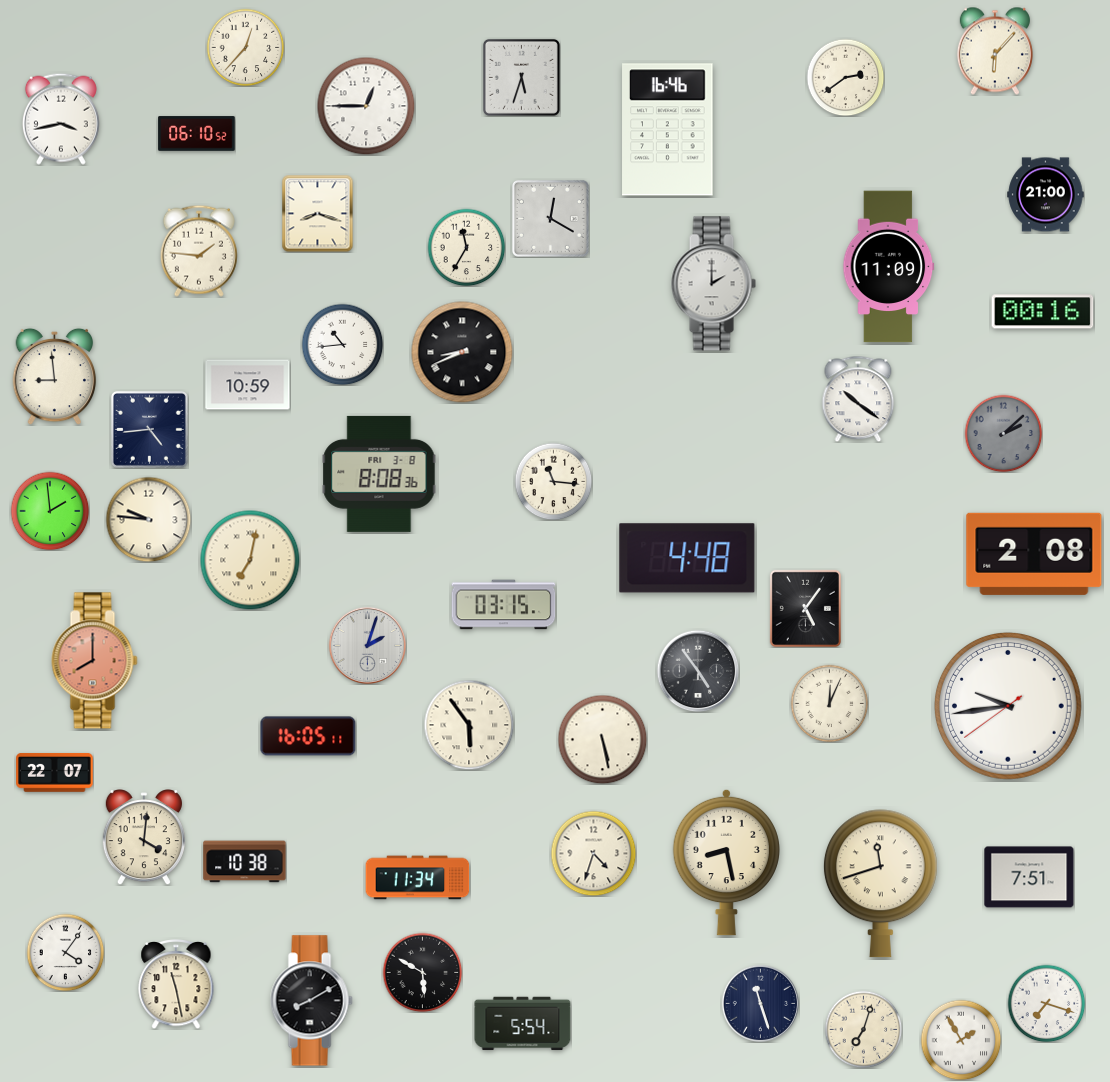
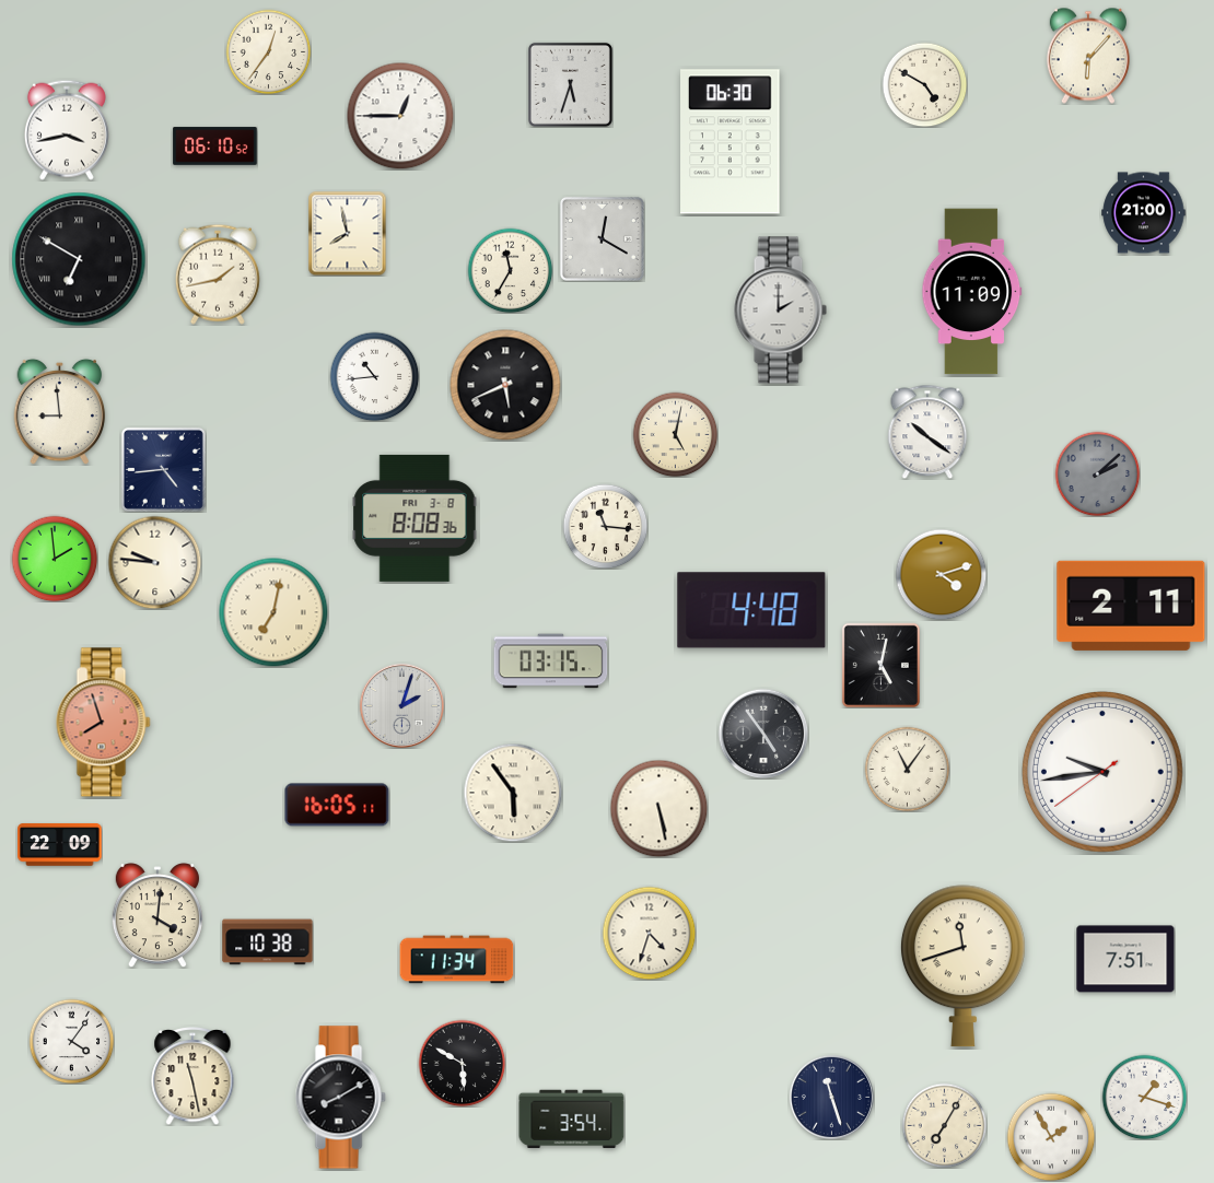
clock at (245, 47): 12:37 -> 12:36
clock at (845, 77): 2:39 -> 4:50
clock at (668, 130): 16:46 -> 06:30
clock at (318, 213): 8:18 -> 7:58
clock at (79, 259): none -> 6:50
clock at (199, 251): 1:46 -> 1:43
clock at (1043, 312): 00:16 -> none
clock at (462, 352): 8:41 -> 5:41
clock at (248, 385): 10:59 -> none
clock at (675, 434): none -> 5:02
clock at (858, 399) position: (858, 399) -> (927, 432)
clock at (148, 519) position: (148, 519) -> (154, 562)
clock at (941, 574): none -> 4:12
clock at (1034, 554): 2:08 -> 2:11
clock at (805, 608): 5:06 -> 5:02
clock at (95, 661): 8:00 -> 7:57
clock at (829, 703): 12:04 -> 11:06
clock at (55, 773): 22:07 -> 22:09
clock at (726, 862): 8:28 -> none
clock at (311, 1001) position: (311, 1001) -> (340, 1098)
clock at (1046, 1003): 7:18 -> 1:18
clock at (523, 1024): 5:54 -> 3:54
clock at (863, 1029): 7:03 -> 7:05
